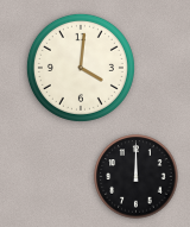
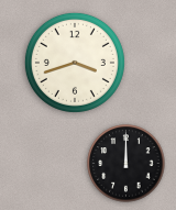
clock at (81, 68): 4:01 -> 3:42
